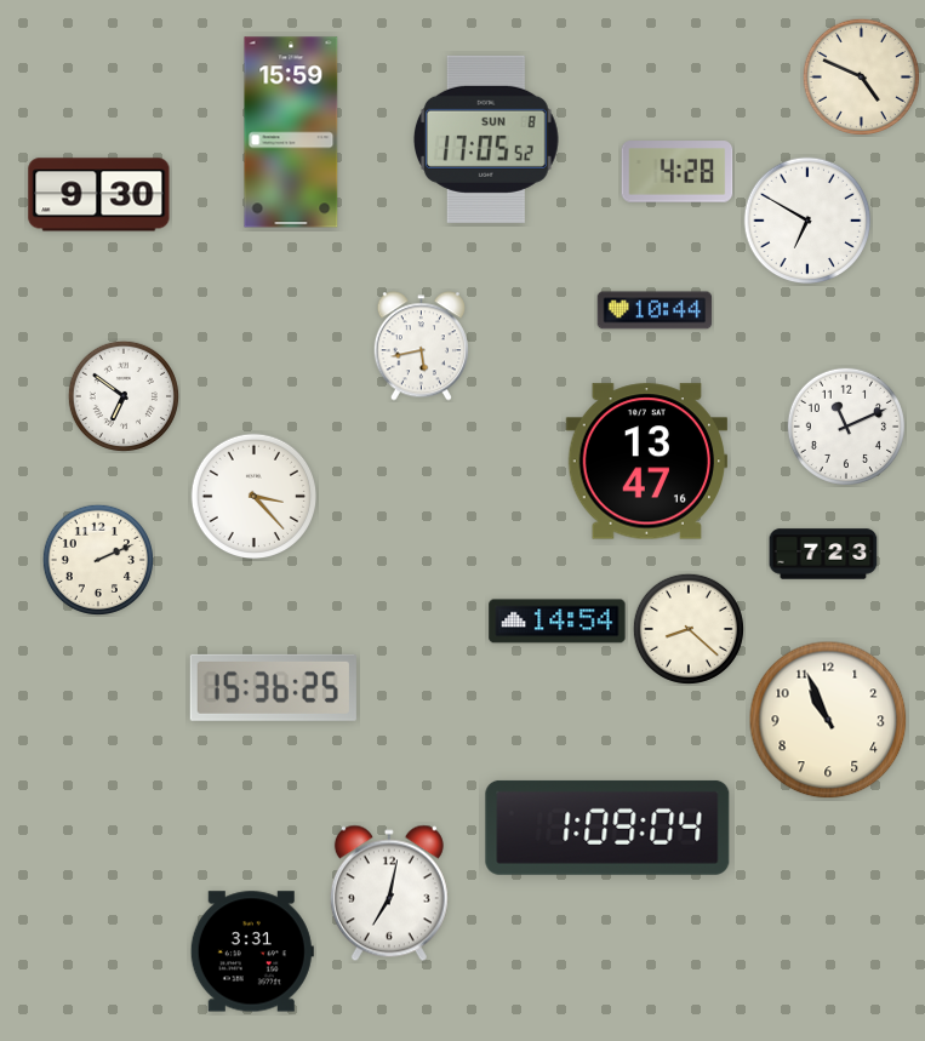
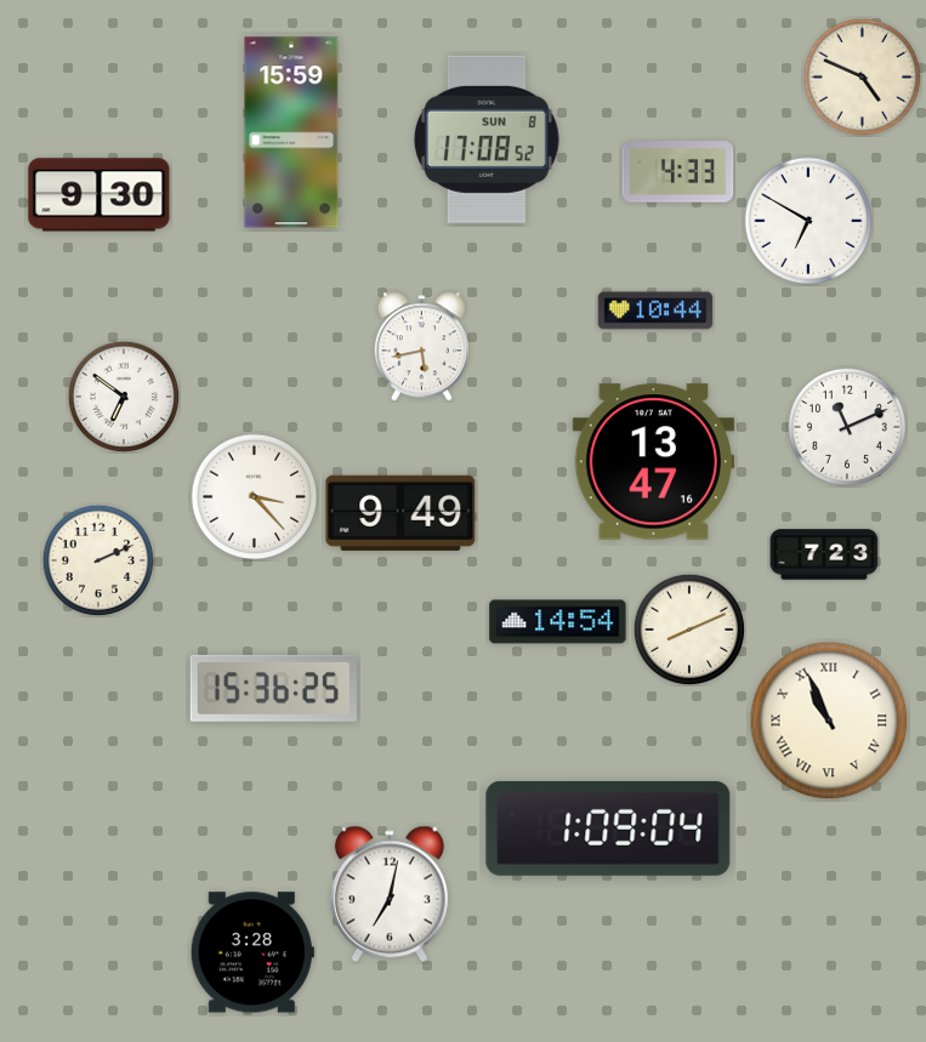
clock at (486, 139): 17:05 -> 17:08
clock at (678, 172): 4:28 -> 4:33
clock at (647, 462) position: (647, 462) -> (654, 462)
clock at (400, 513): none -> 9:49
clock at (689, 629): 8:22 -> 8:11
clock at (828, 720) numerals: Arabic -> Roman
clock at (252, 951): 3:31 -> 3:28
